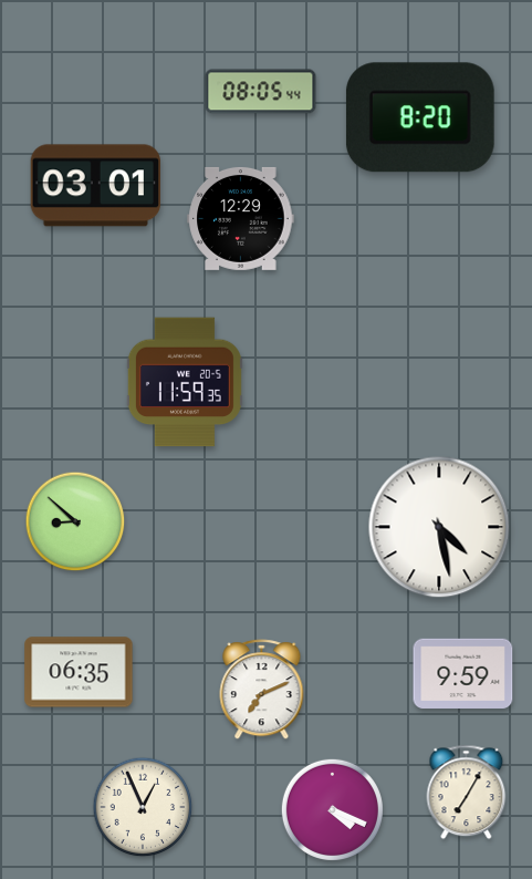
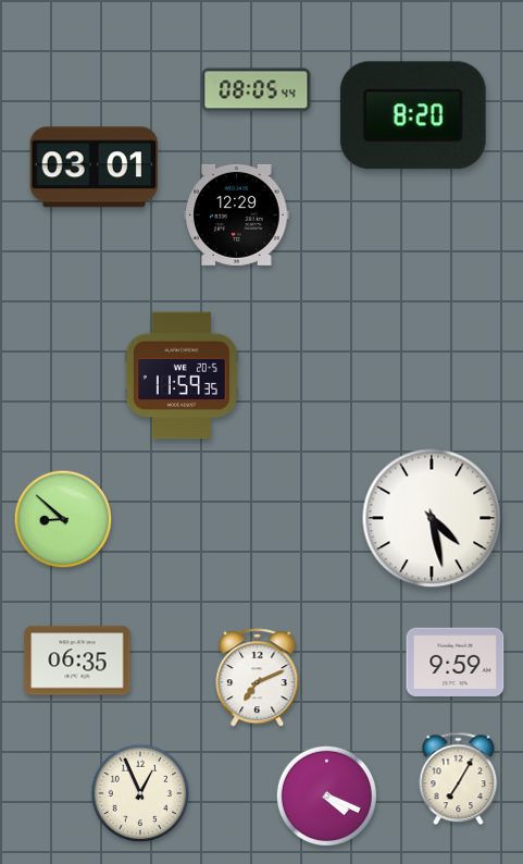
clock at (95, 186) position: (95, 186) -> (94, 168)
clock at (75, 521) position: (75, 521) -> (63, 519)
